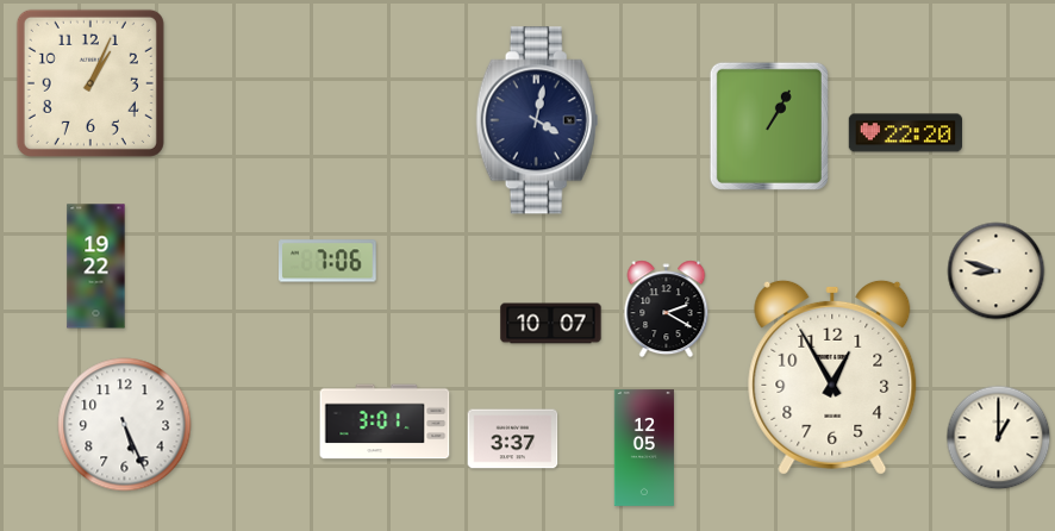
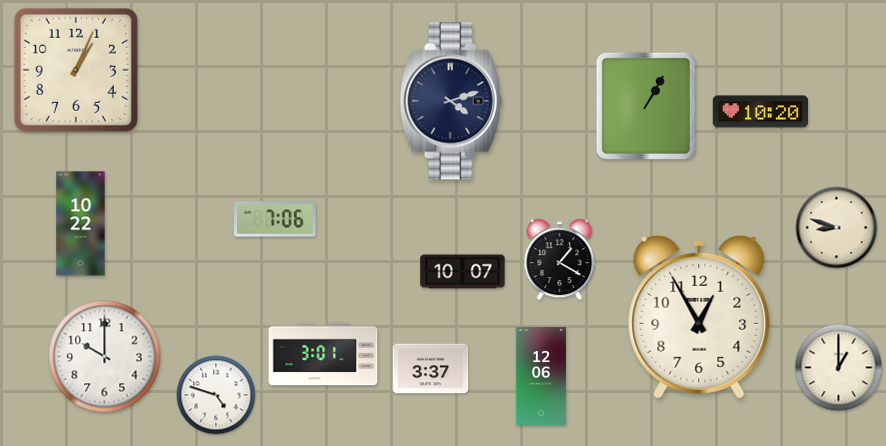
clock at (537, 120): 4:02 -> 4:12
clock at (905, 133): 22:20 -> 10:20
clock at (96, 267): 19:22 -> 10:22
clock at (667, 310): 2:20 -> 1:20
clock at (125, 425): 5:26 -> 10:00
clock at (644, 448): 12:05 -> 12:06
clock at (216, 395): none -> 4:48
